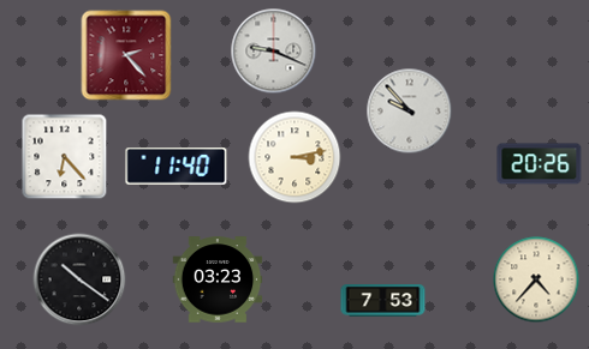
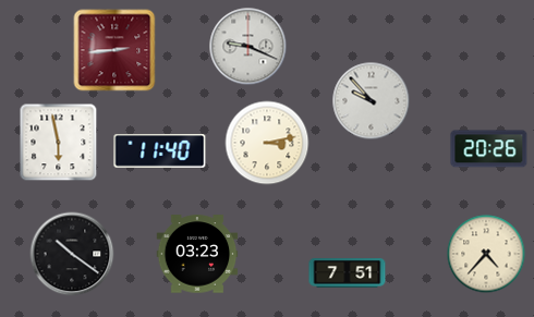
clock at (126, 55): 2:23 -> 2:44
clock at (65, 157): 6:23 -> 5:58
clock at (383, 301): 7:53 -> 7:51
